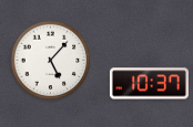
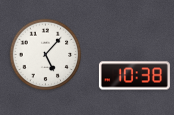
clock at (149, 84): 10:37 -> 10:38
